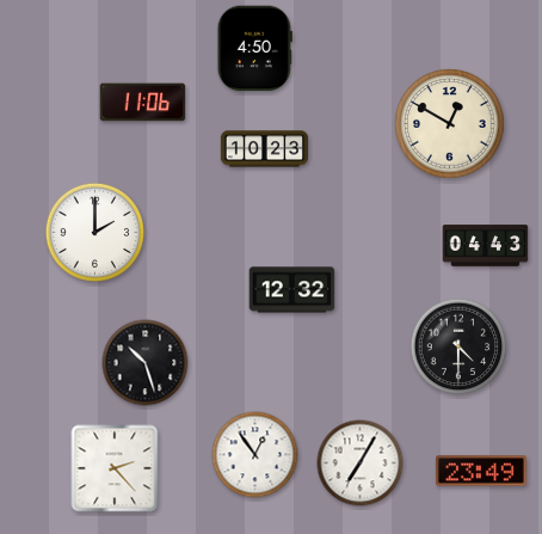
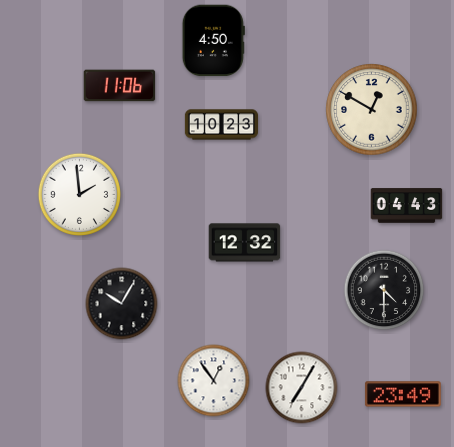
clock at (450, 124) position: (450, 124) -> (372, 110)
clock at (94, 232): 2:00 -> 1:59
clock at (146, 363): 10:27 -> 10:05
clock at (115, 468): 2:23 -> none
